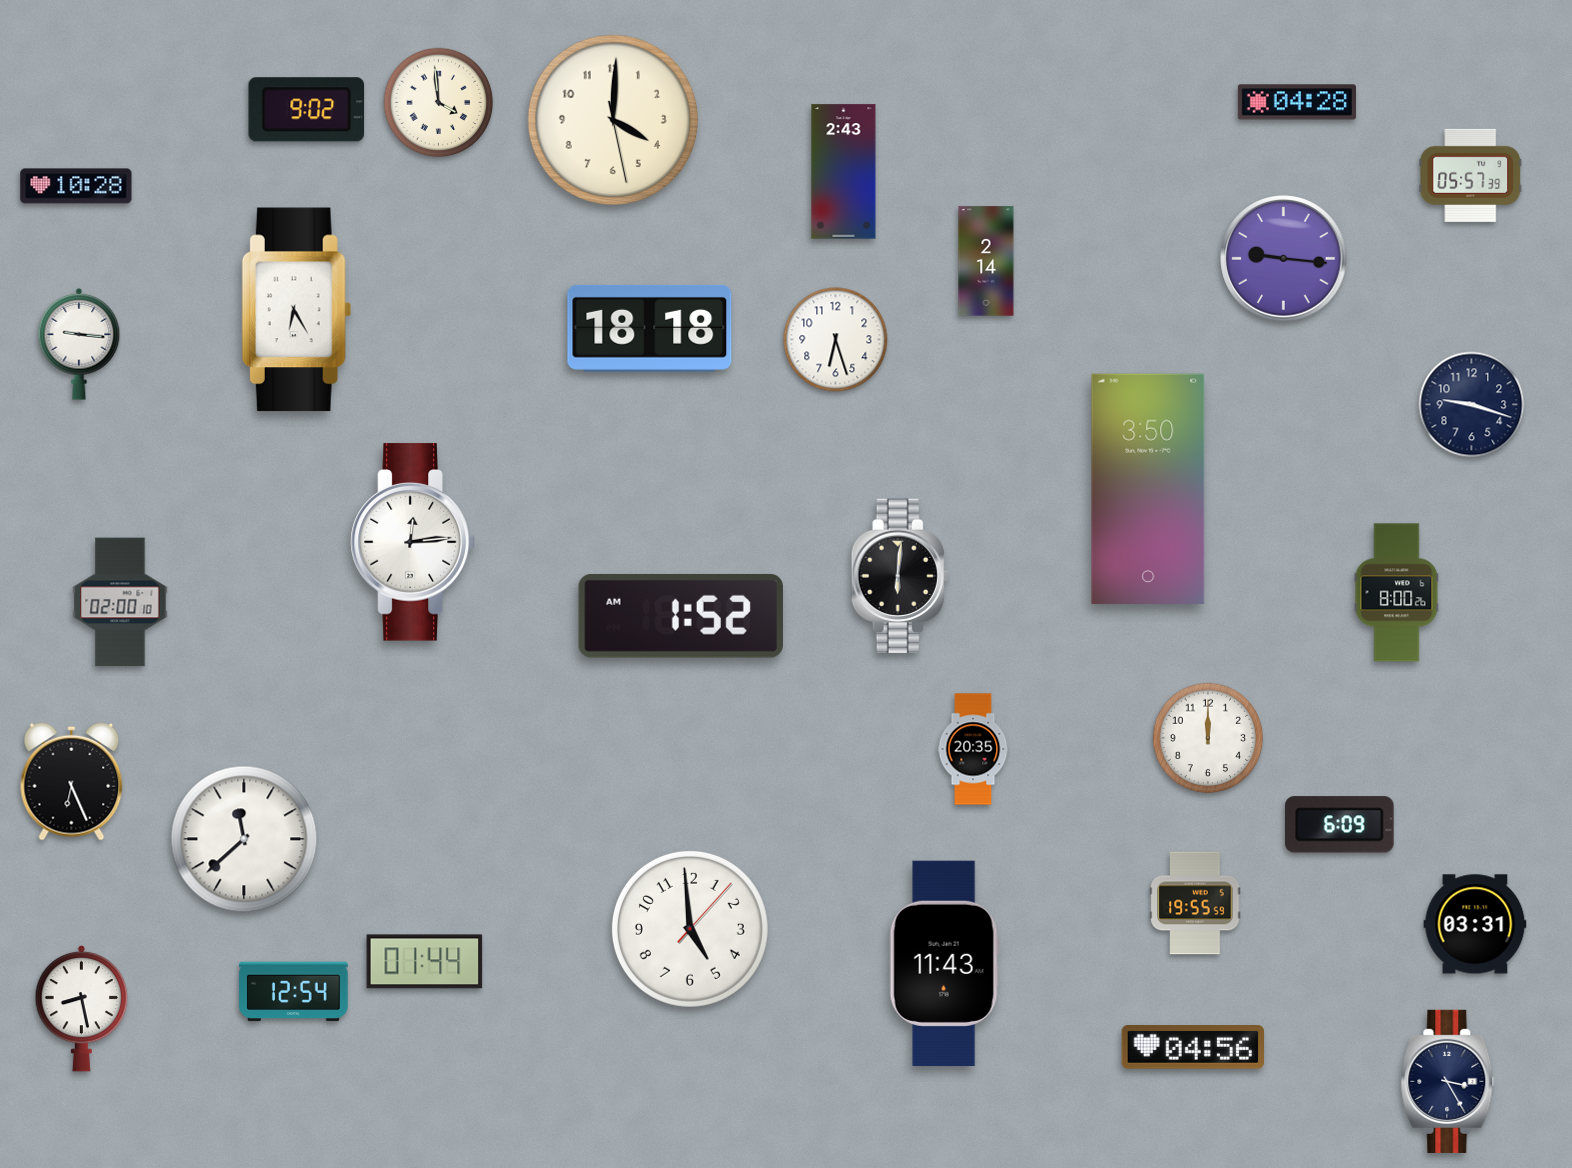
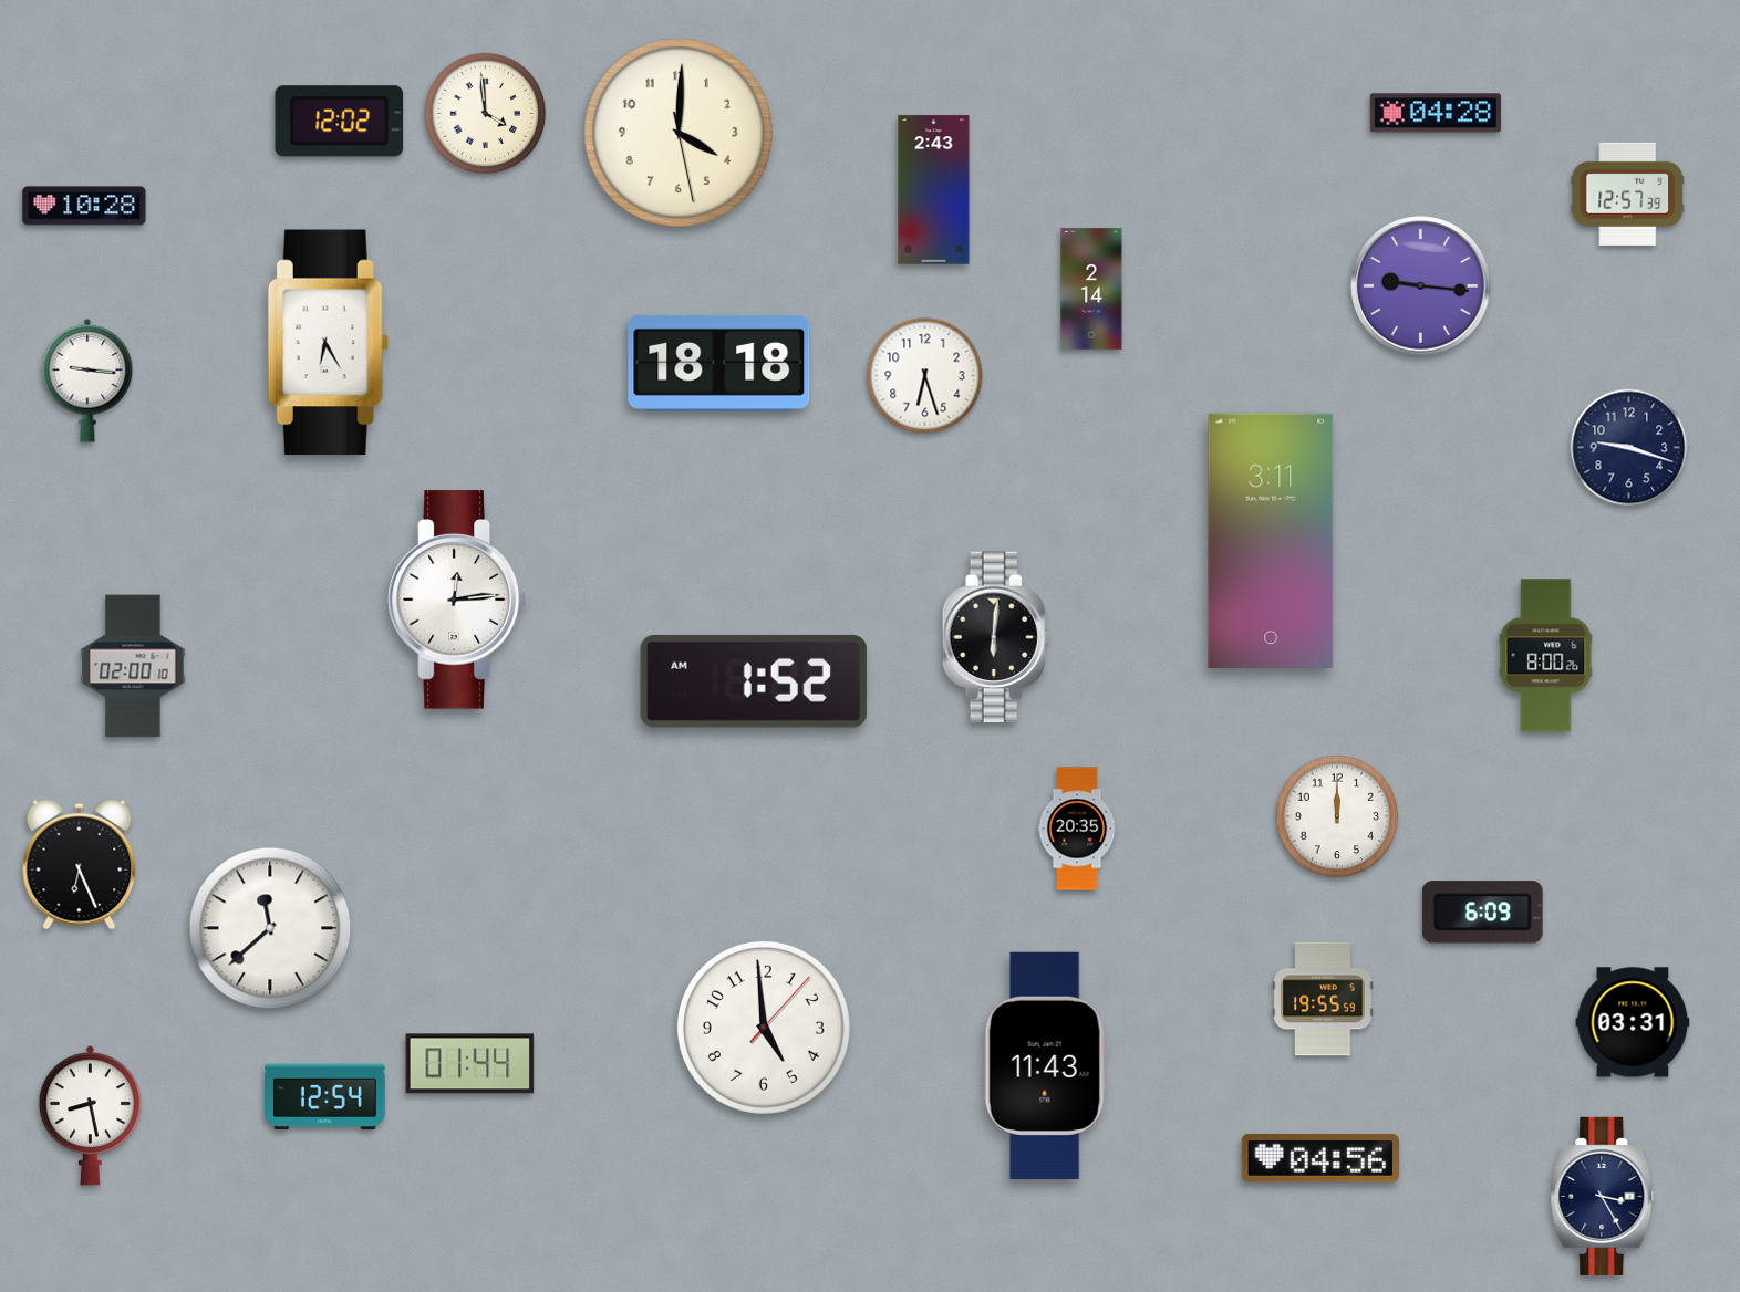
clock at (307, 110): 9:02 -> 12:02
clock at (1471, 175): 05:57 -> 12:57
clock at (1148, 489): 3:50 -> 3:11
